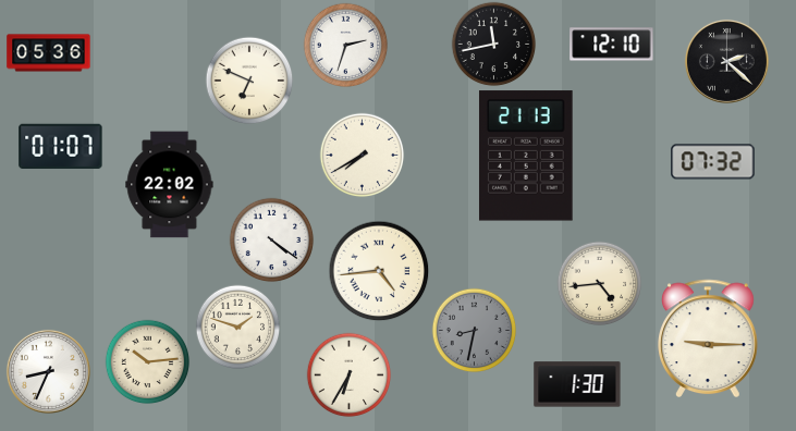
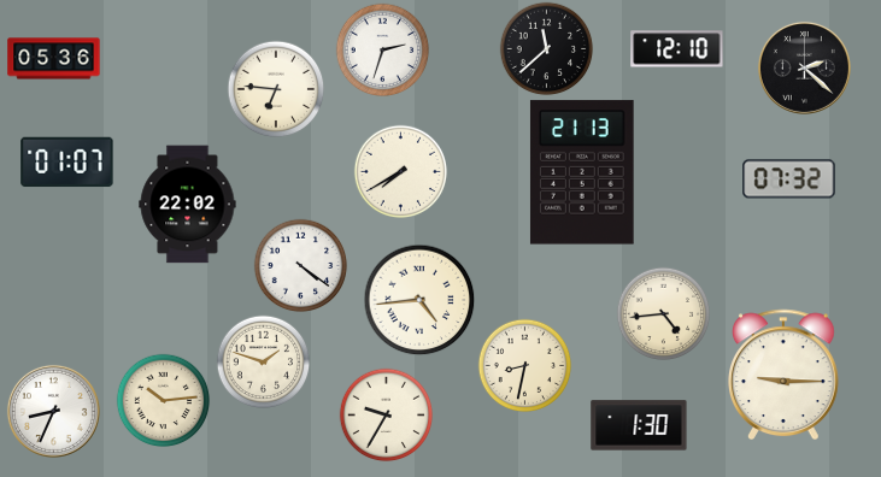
clock at (493, 44): 11:43 -> 11:38
clock at (249, 81): 6:49 -> 6:46
clock at (474, 330) dial: grey -> cream
clock at (348, 374): 6:35 -> 9:35
